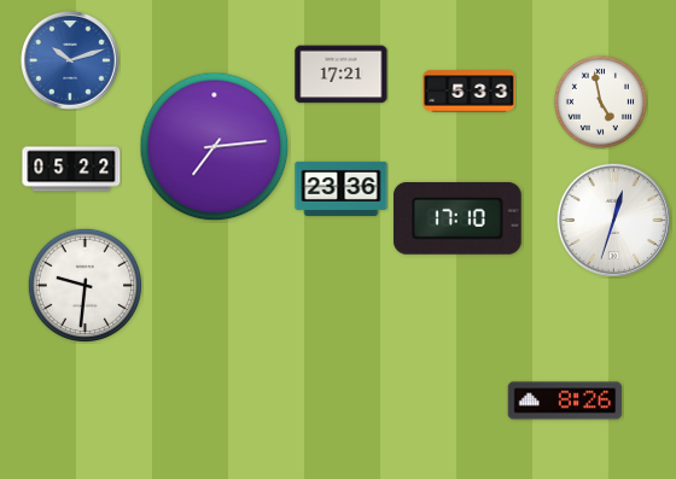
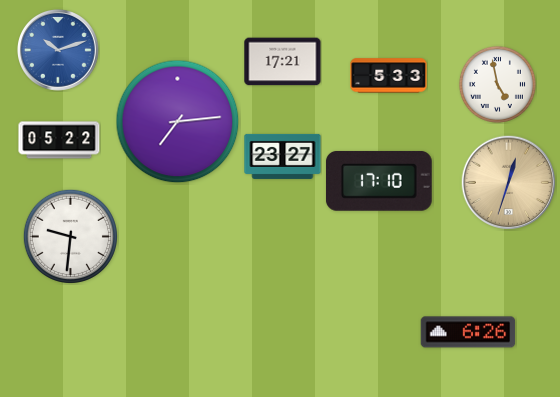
clock at (342, 188): 23:36 -> 23:27
clock at (613, 220) dial: white -> champagne
clock at (565, 401): 8:26 -> 6:26
